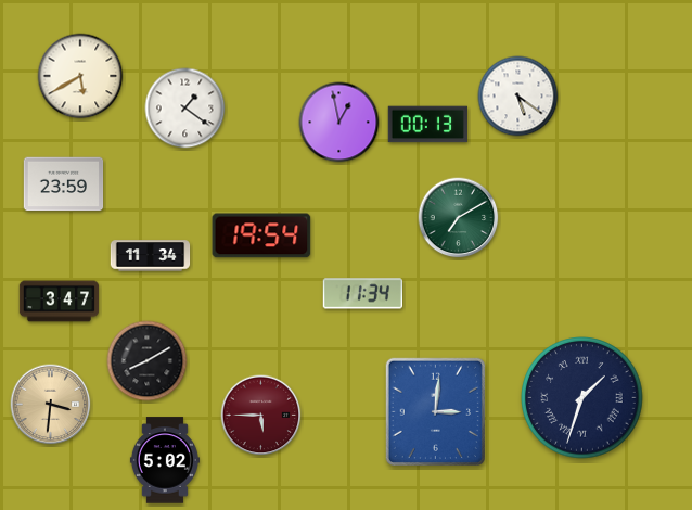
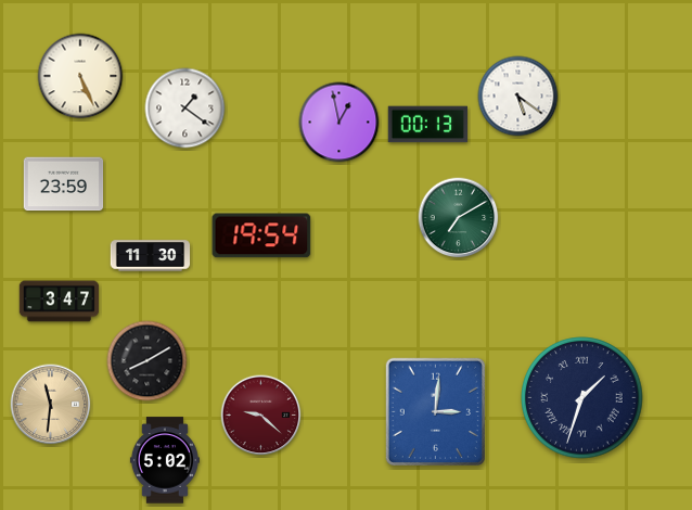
clock at (80, 76): 5:40 -> 5:26
clock at (151, 256): 11:34 -> 11:30
clock at (362, 294): 11:34 -> none
clock at (51, 405): 3:31 -> 11:31
clock at (261, 416): 5:45 -> 9:22
